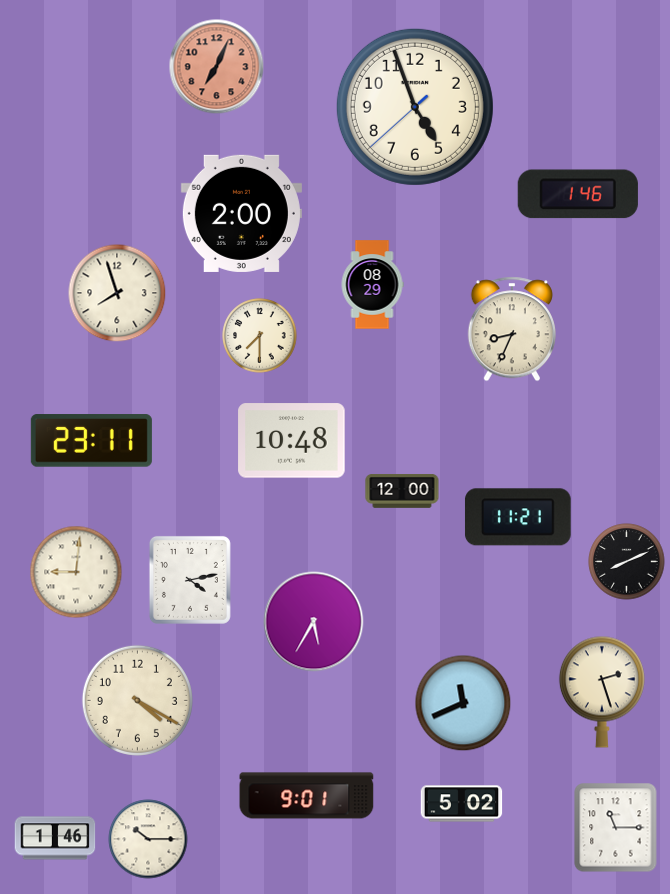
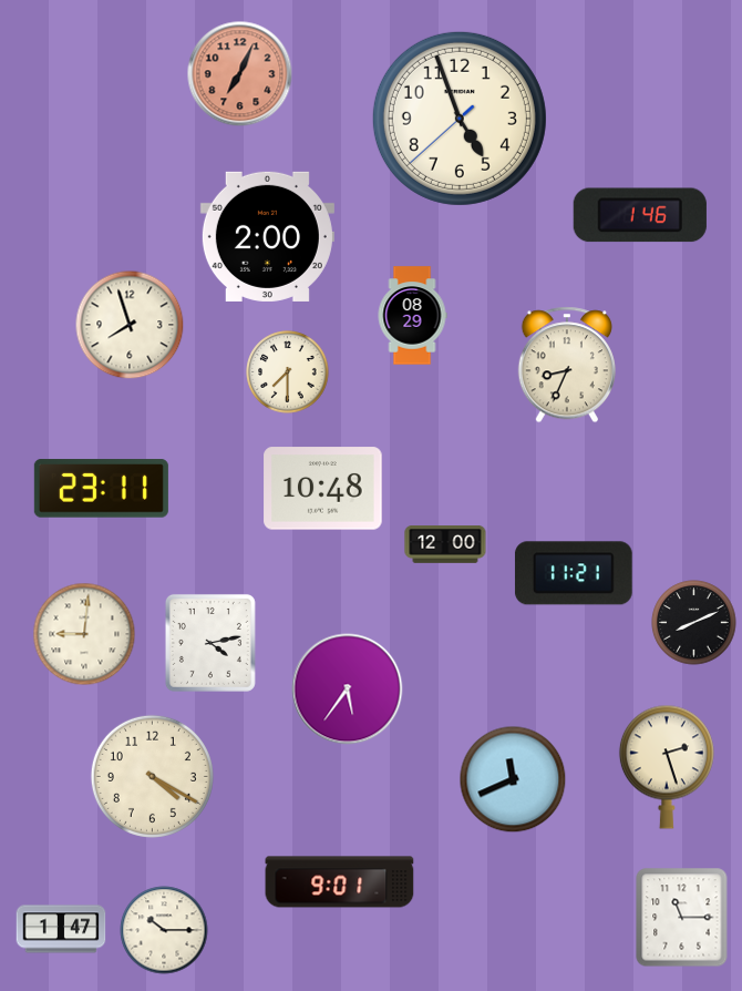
clock at (314, 622): 5:35 -> 5:36
clock at (462, 804): 5:02 -> none
clock at (55, 838): 1:46 -> 1:47
